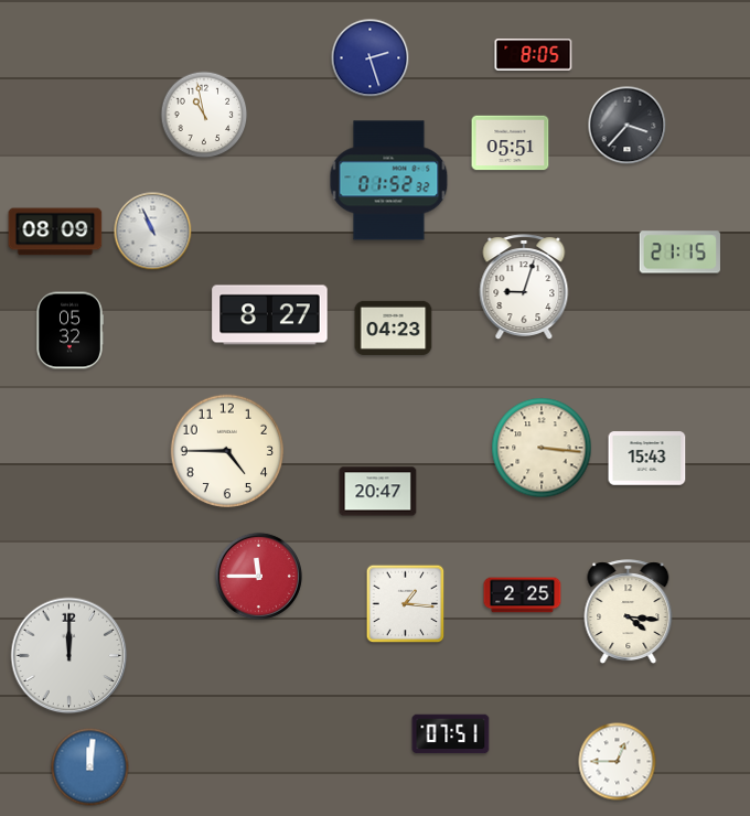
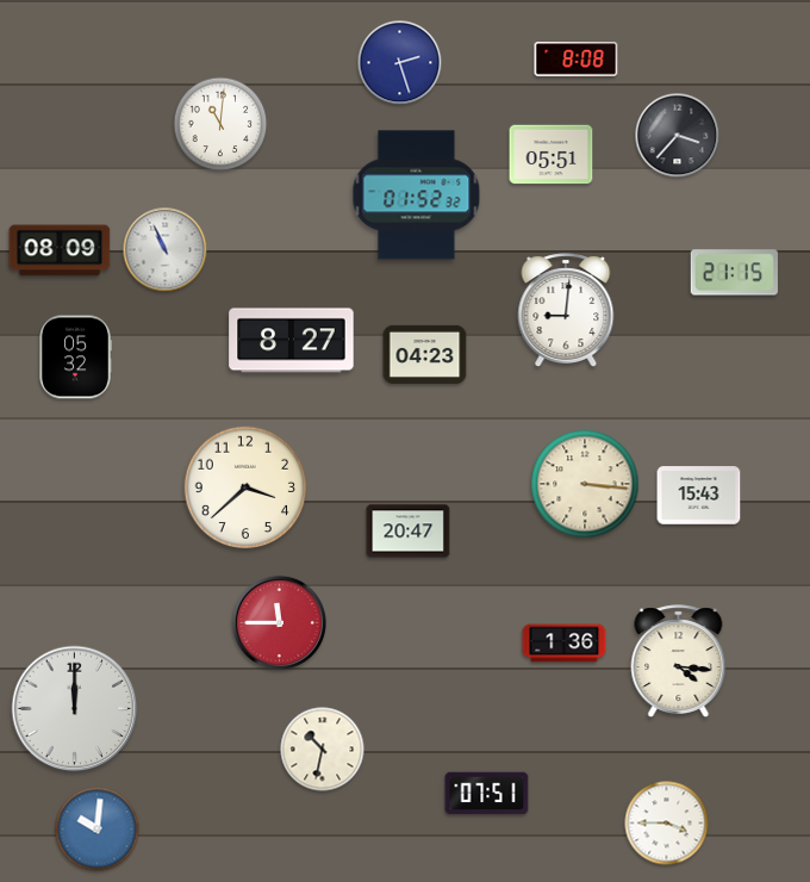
clock at (534, 55): 8:05 -> 8:08
clock at (204, 115): 10:58 -> 11:01
clock at (389, 181) position: (389, 181) -> (417, 195)
clock at (524, 287): 9:03 -> 9:01
clock at (227, 451): 4:45 -> 3:38
clock at (523, 595): 2:25 -> 1:36
clock at (406, 604): 1:16 -> none
clock at (323, 750): none -> 10:32
clock at (618, 762): 12:45 -> 3:45
clock at (90, 767): 12:01 -> 10:01
